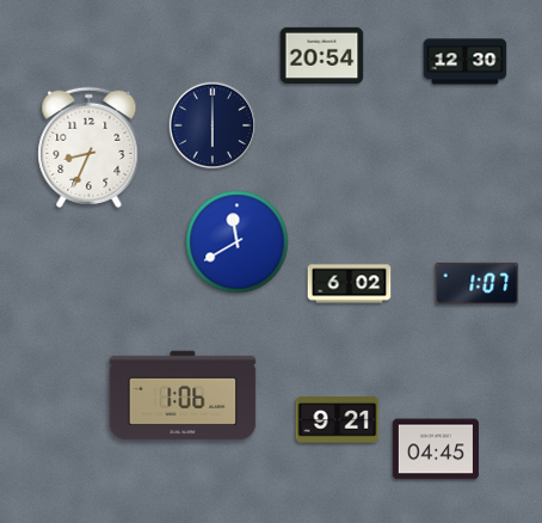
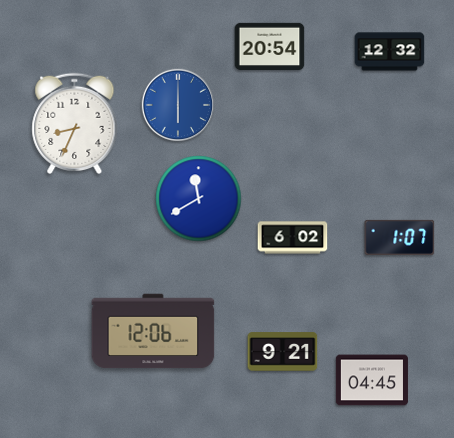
clock at (466, 62): 12:30 -> 12:32
clock at (213, 125) dial: navy -> blue
clock at (238, 242) position: (238, 242) -> (199, 199)
clock at (183, 395): 1:06 -> 12:06
clock at (436, 449) position: (436, 449) -> (372, 380)
